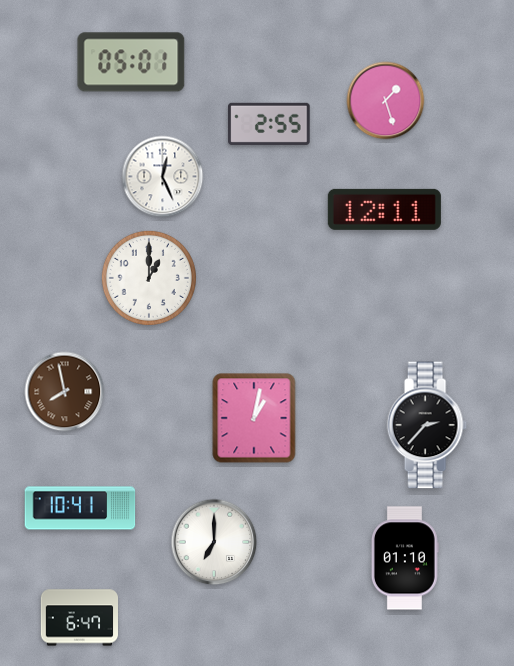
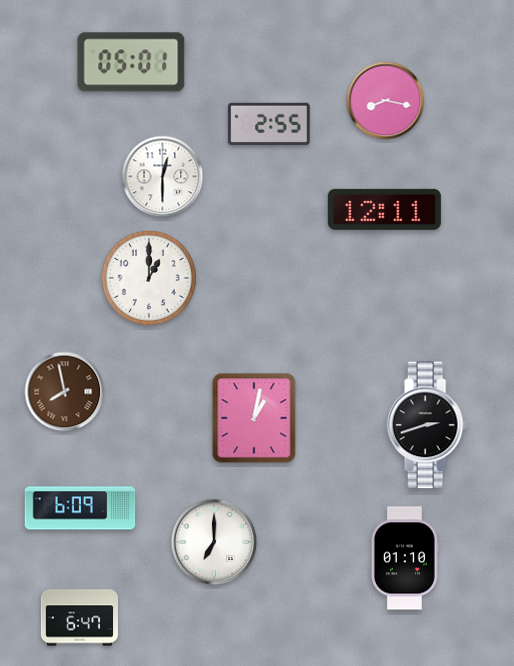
clock at (386, 101): 1:27 -> 8:17
clock at (163, 177): 12:26 -> 12:30
clock at (427, 425): 2:37 -> 2:42
clock at (80, 508): 10:41 -> 6:09
